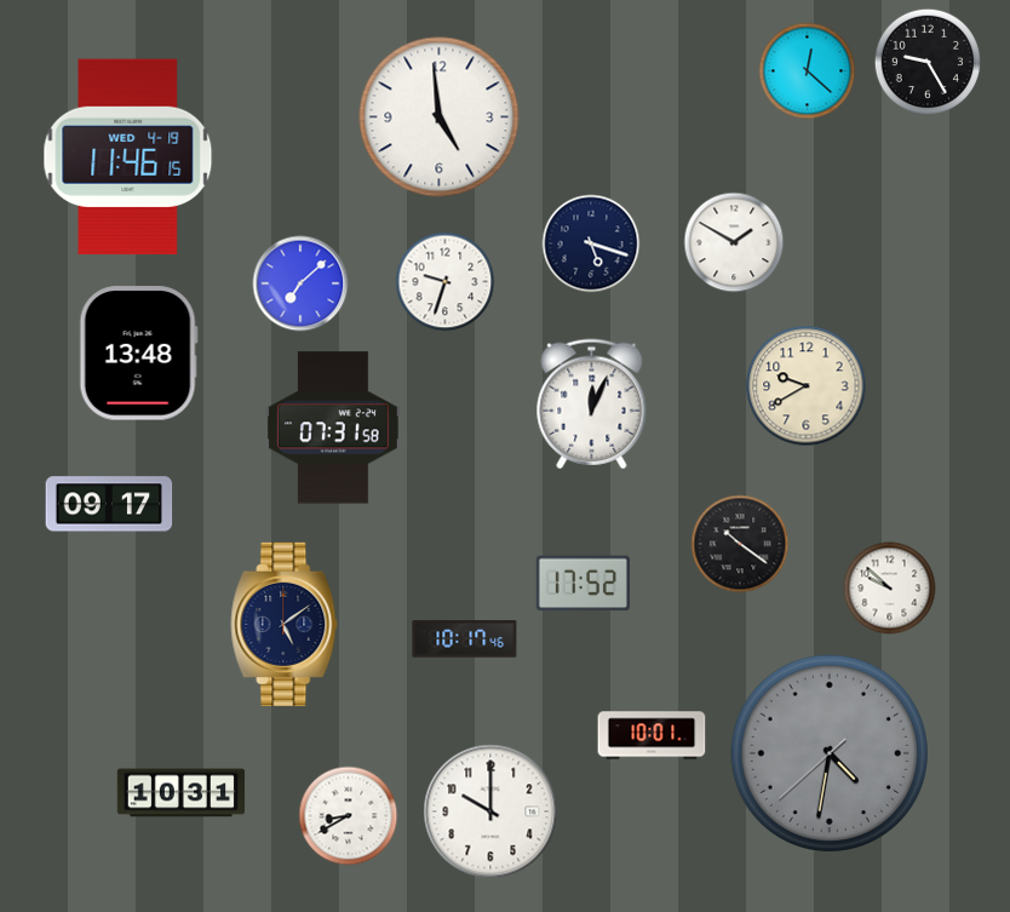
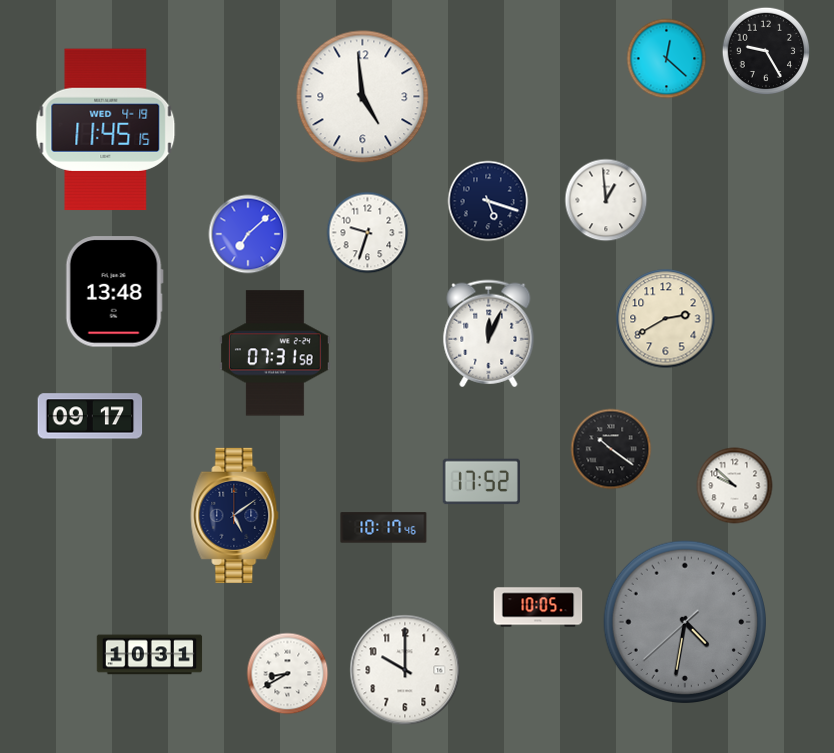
clock at (128, 157): 11:46 -> 11:45
clock at (734, 242): 1:50 -> 12:59
clock at (807, 386): 9:40 -> 2:40
clock at (652, 735): 10:01 -> 10:05
